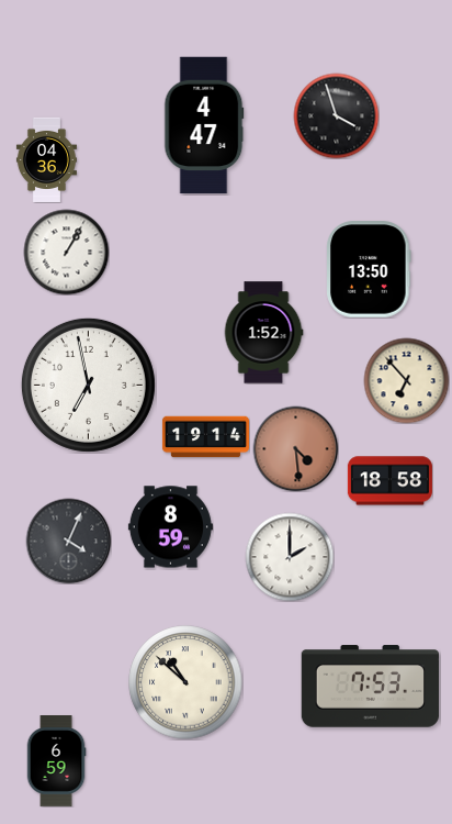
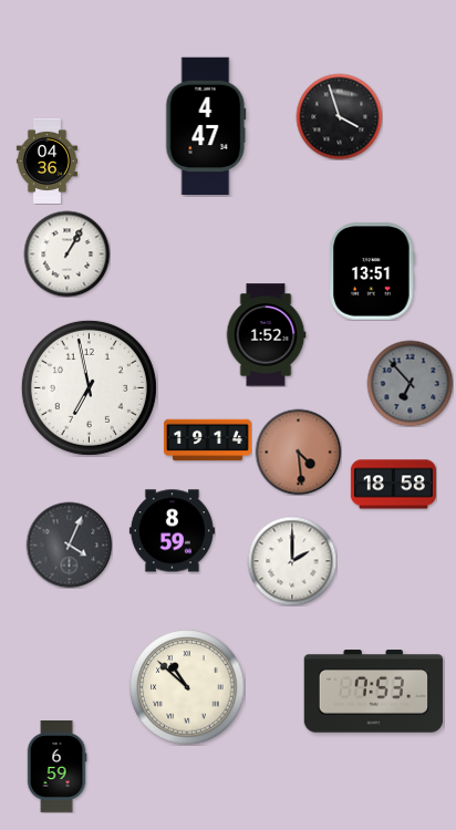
clock at (369, 269): 13:50 -> 13:51
clock at (406, 380) dial: cream -> grey
